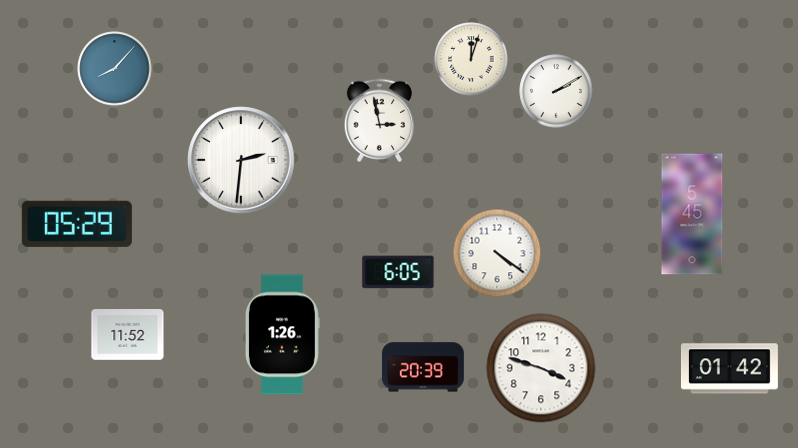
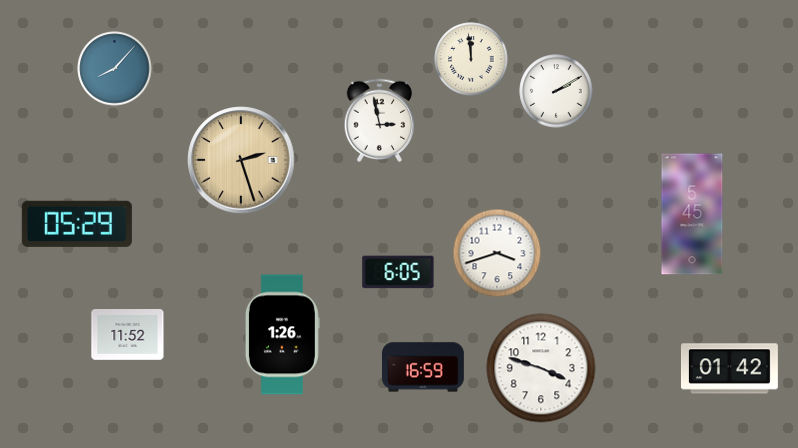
clock at (471, 59): 12:03 -> 11:59
clock at (241, 160): 2:31 -> 2:27
clock at (241, 160) dial: white -> champagne
clock at (497, 253): 4:21 -> 3:42
clock at (423, 367): 20:39 -> 16:59
